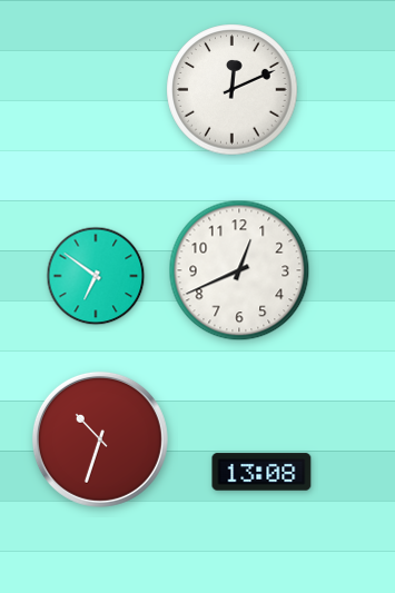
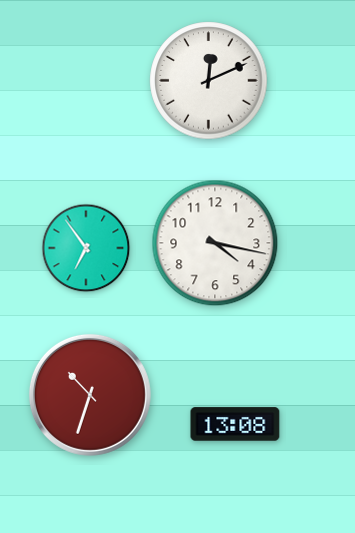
clock at (239, 270): 12:41 -> 4:17
clock at (96, 276): 6:51 -> 6:54
